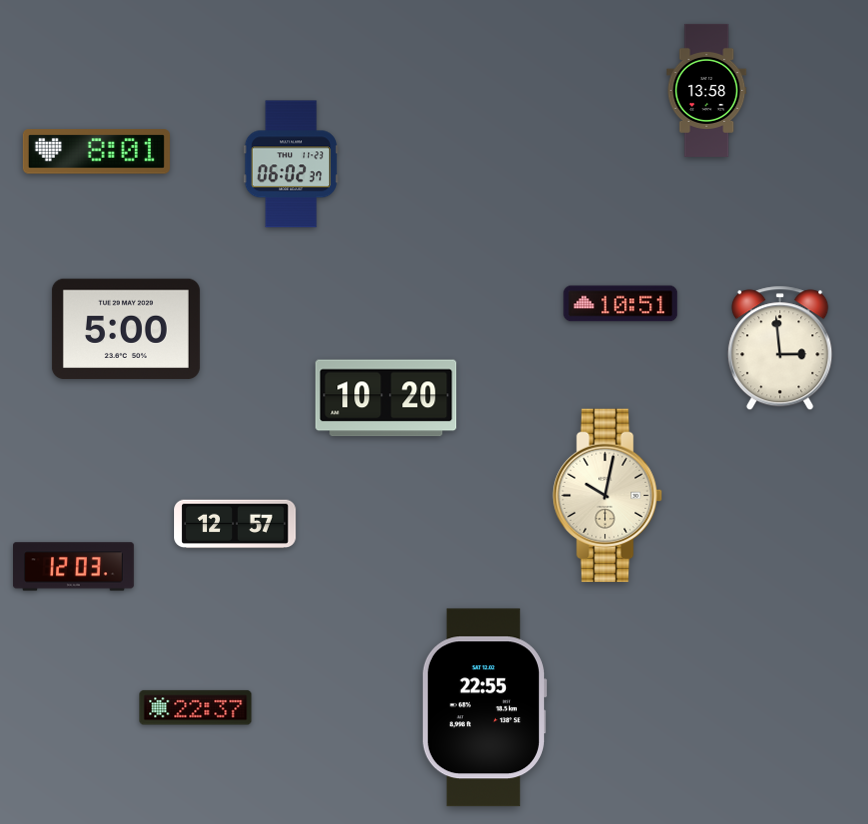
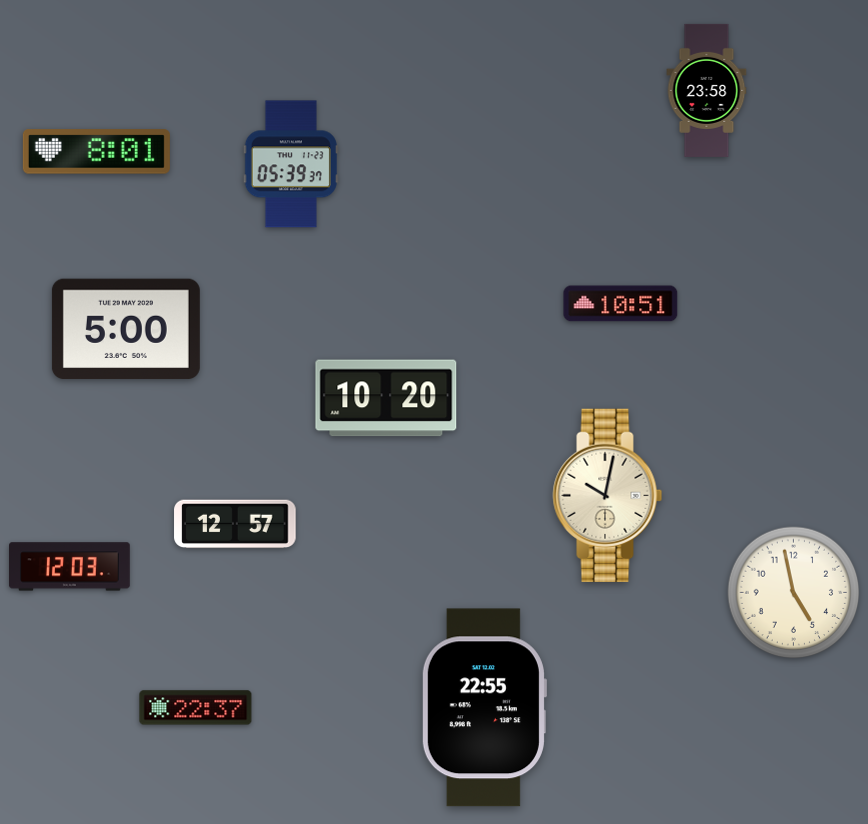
clock at (707, 90): 13:58 -> 23:58
clock at (291, 164): 06:02 -> 05:39
clock at (780, 348): 2:59 -> none
clock at (74, 567) position: (74, 567) -> (70, 567)
clock at (794, 593): none -> 4:58
